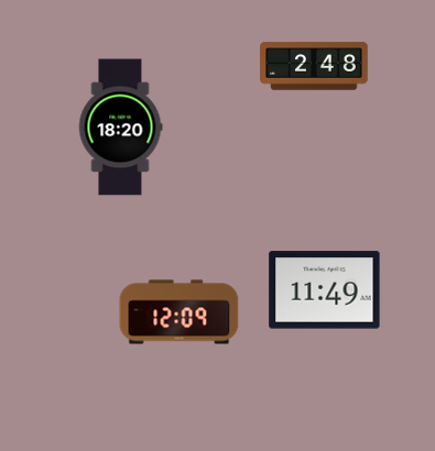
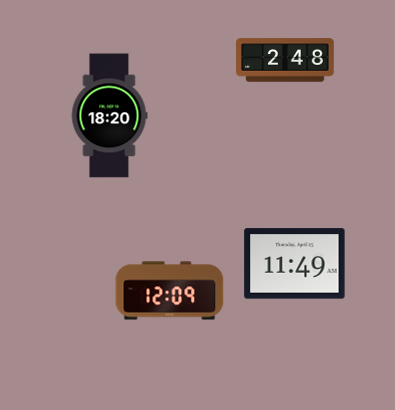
clock at (180, 312) position: (180, 312) -> (170, 291)
